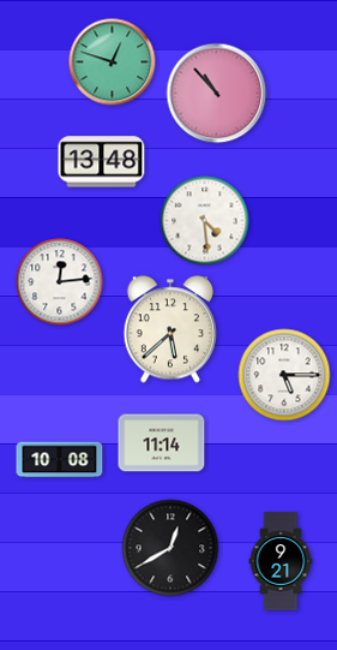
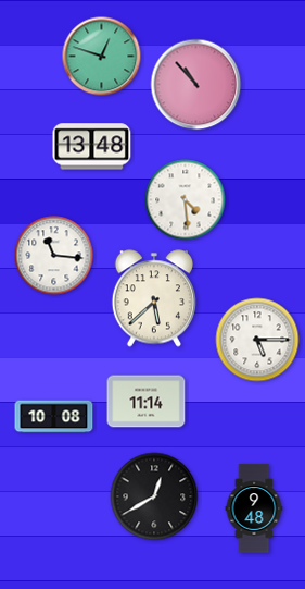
clock at (60, 282): 12:14 -> 11:16
clock at (281, 561): 9:21 -> 9:48
